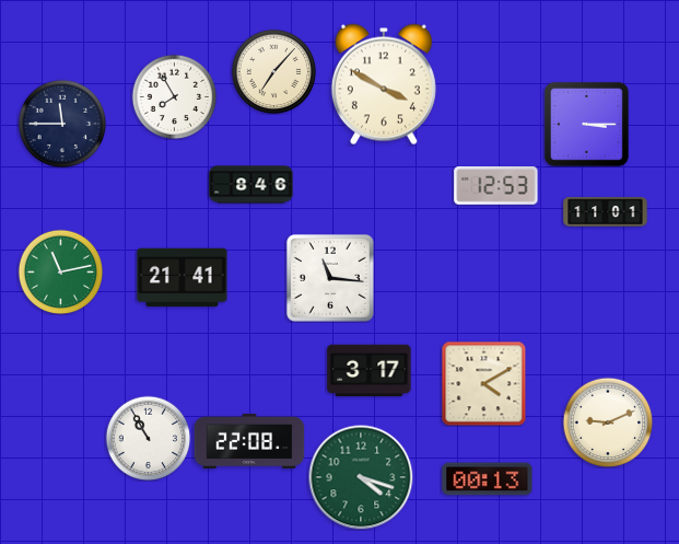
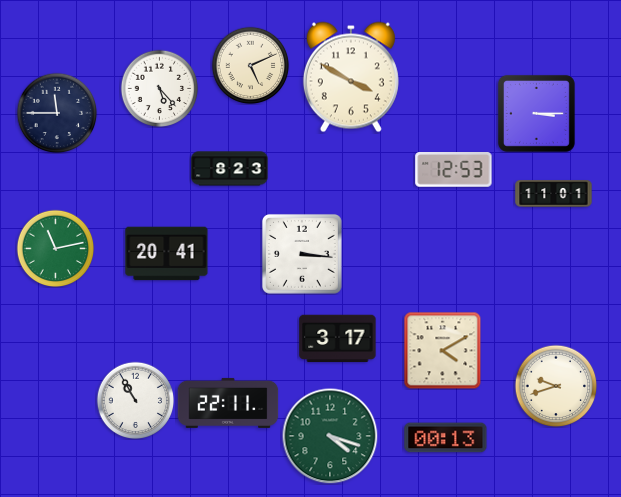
clock at (273, 71): 7:07 -> 5:11
clock at (174, 96): 7:55 -> 5:23
clock at (251, 185): 8:46 -> 8:23
clock at (183, 278): 21:41 -> 20:41
clock at (330, 278): 11:16 -> 3:16
clock at (608, 423): 9:11 -> 9:42
clock at (249, 441): 22:08 -> 22:11
